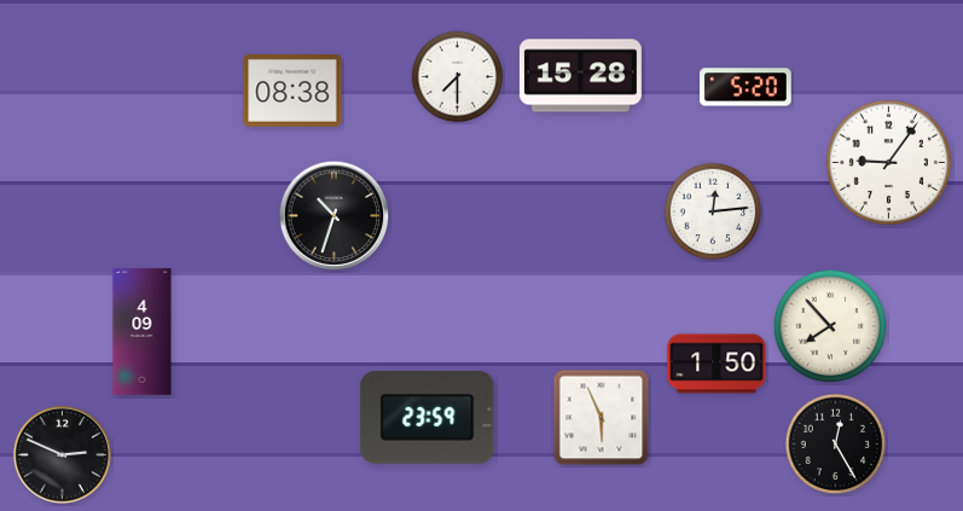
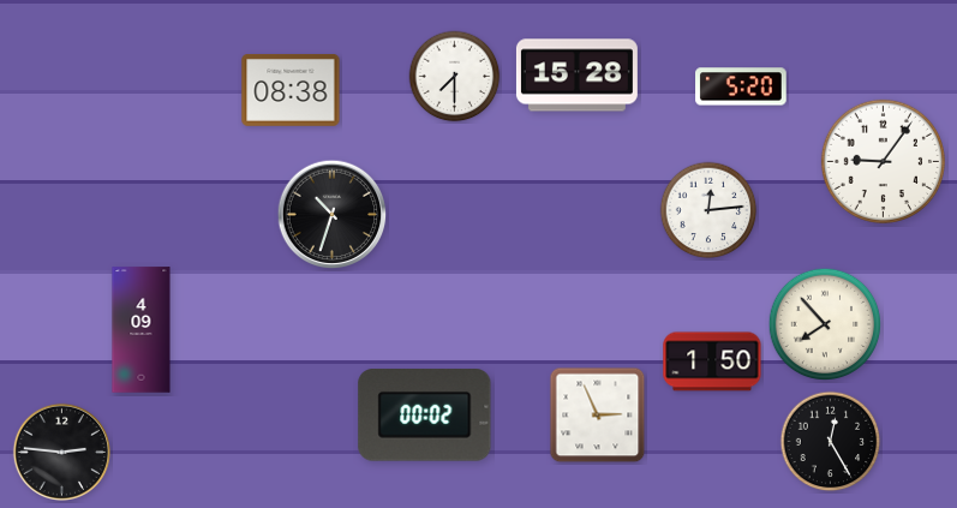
clock at (428, 418): 23:59 -> 00:02
clock at (602, 418): 5:56 -> 2:56
clock at (62, 454): 2:49 -> 2:46
